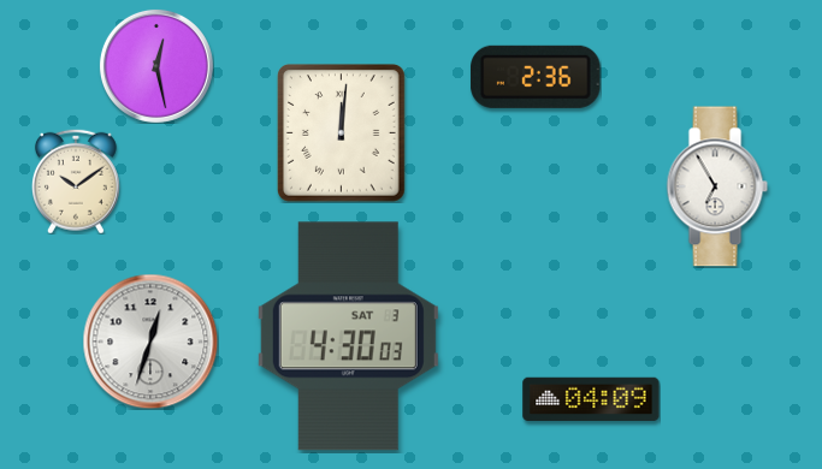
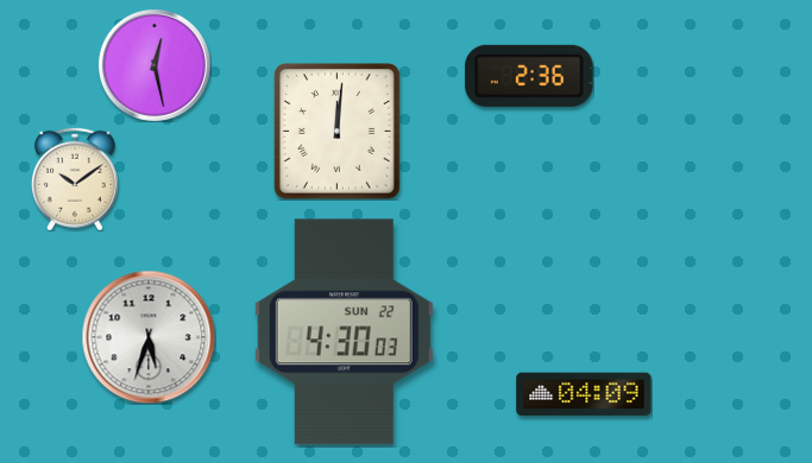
clock at (717, 186): 6:55 -> none
clock at (348, 337) date: SAT 3 -> SUN 22
clock at (150, 342): 12:33 -> 5:33
